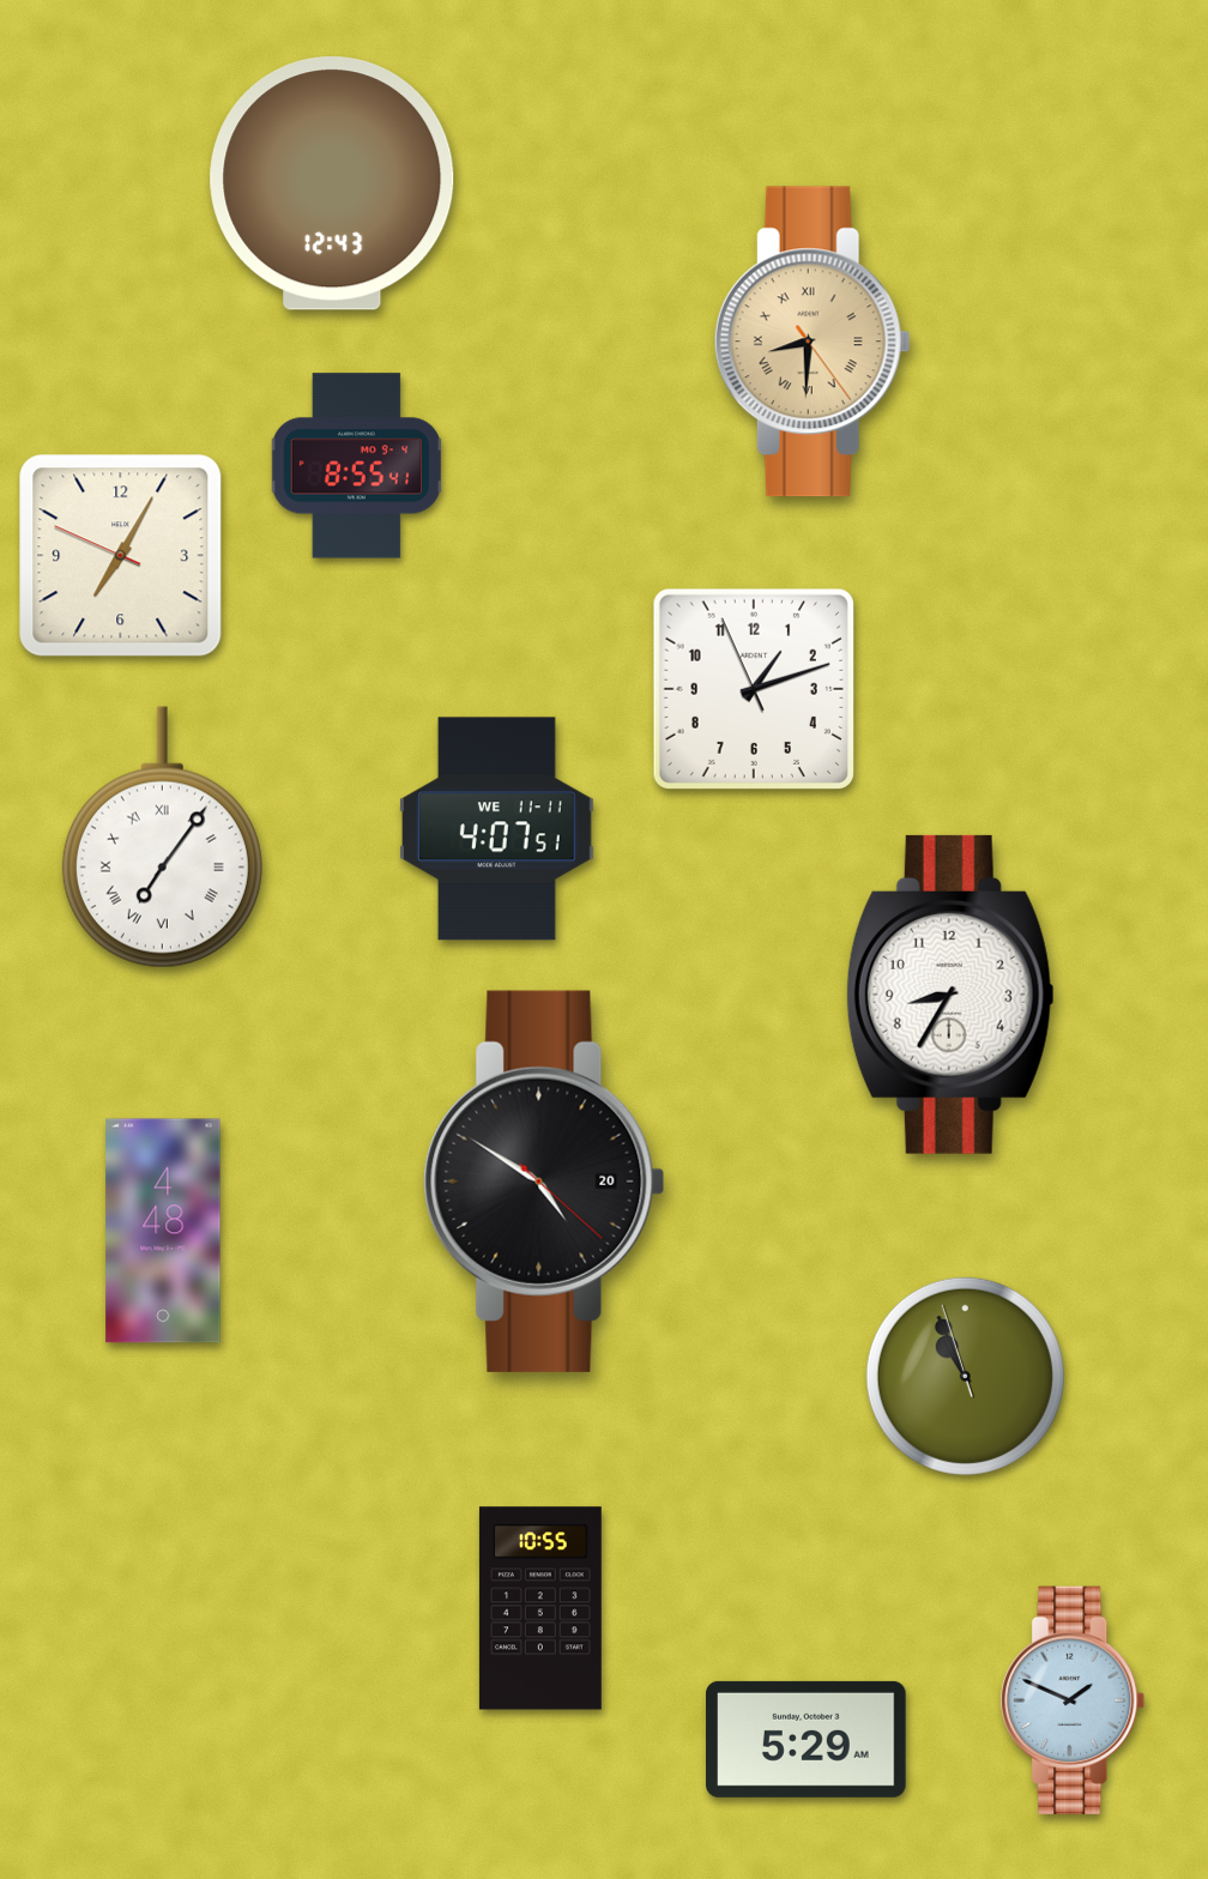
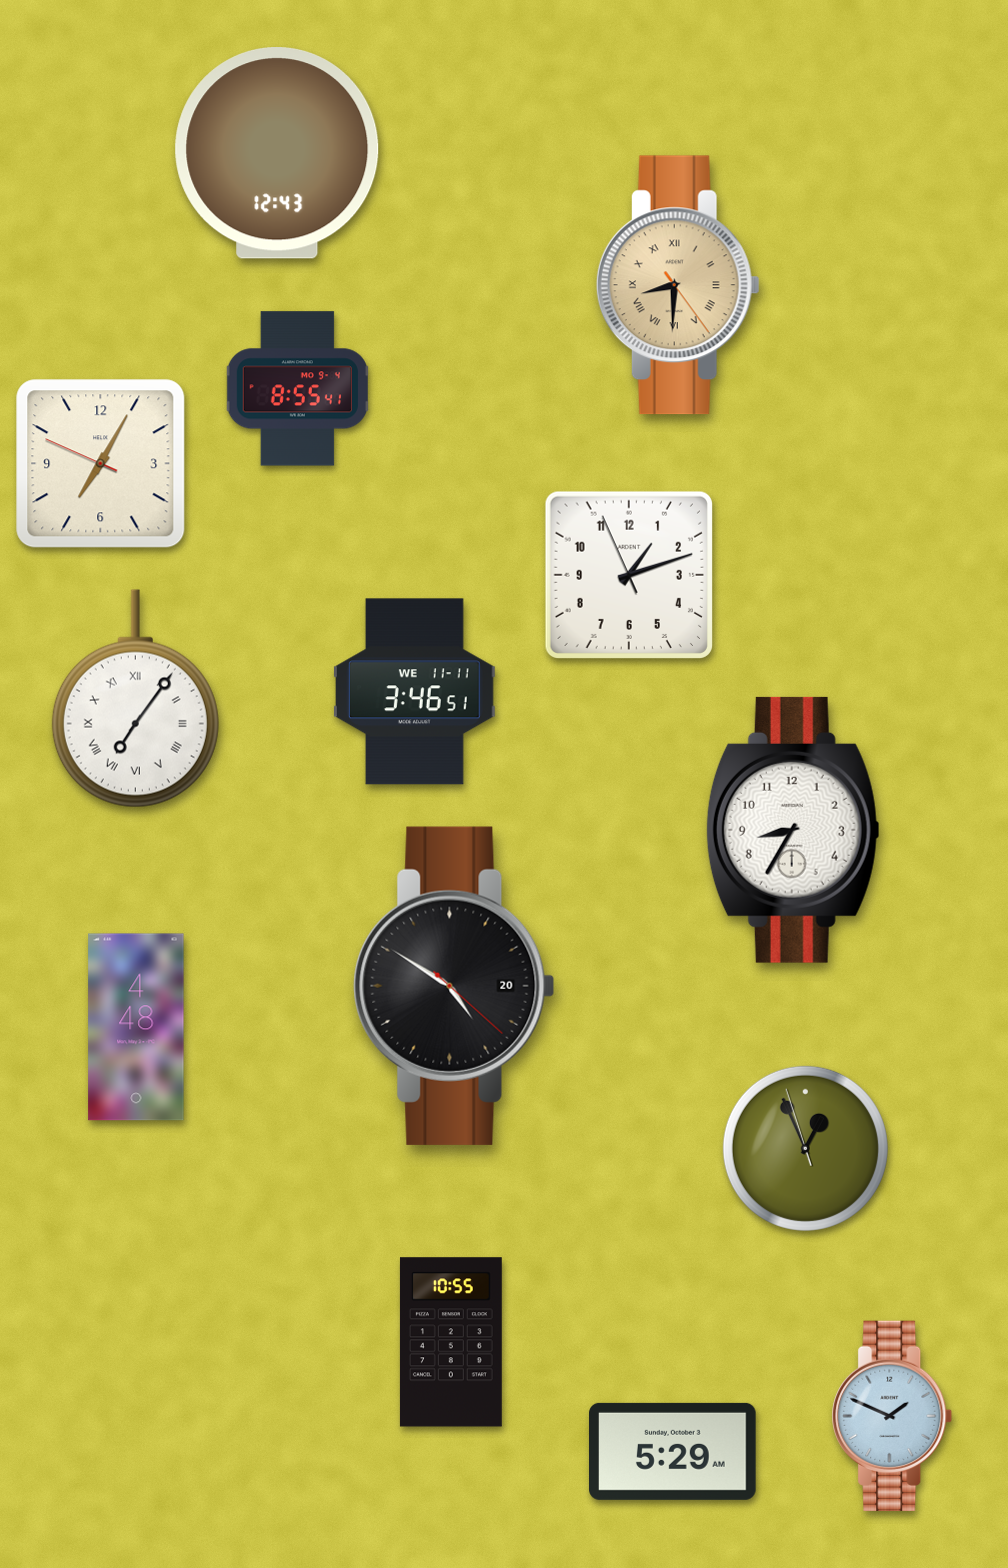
clock at (496, 829): 4:07 -> 3:46
clock at (965, 1376): 10:55 -> 12:55
clock at (1073, 1700) position: (1073, 1700) -> (892, 1416)
